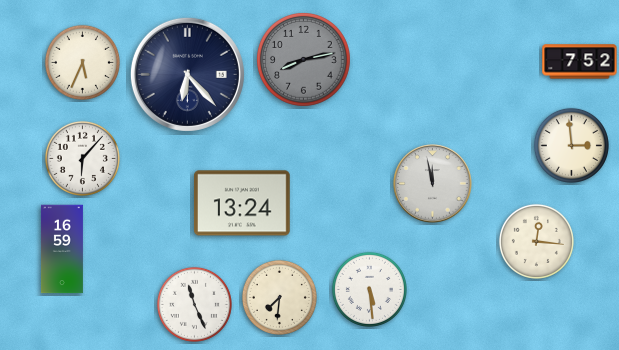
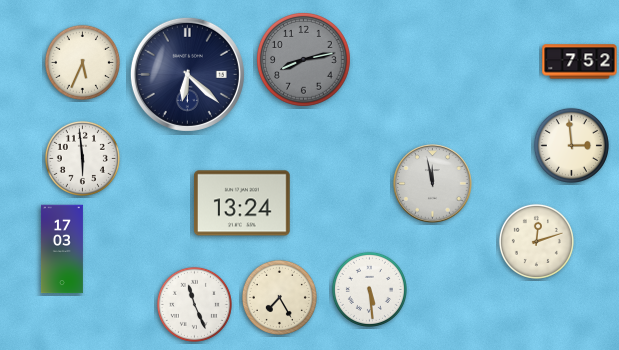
clock at (187, 74): 6:23 -> 6:22
clock at (82, 158): 6:07 -> 5:59
clock at (536, 241): 12:16 -> 12:12
clock at (62, 249): 16:59 -> 17:03
clock at (279, 297): 7:31 -> 7:25
